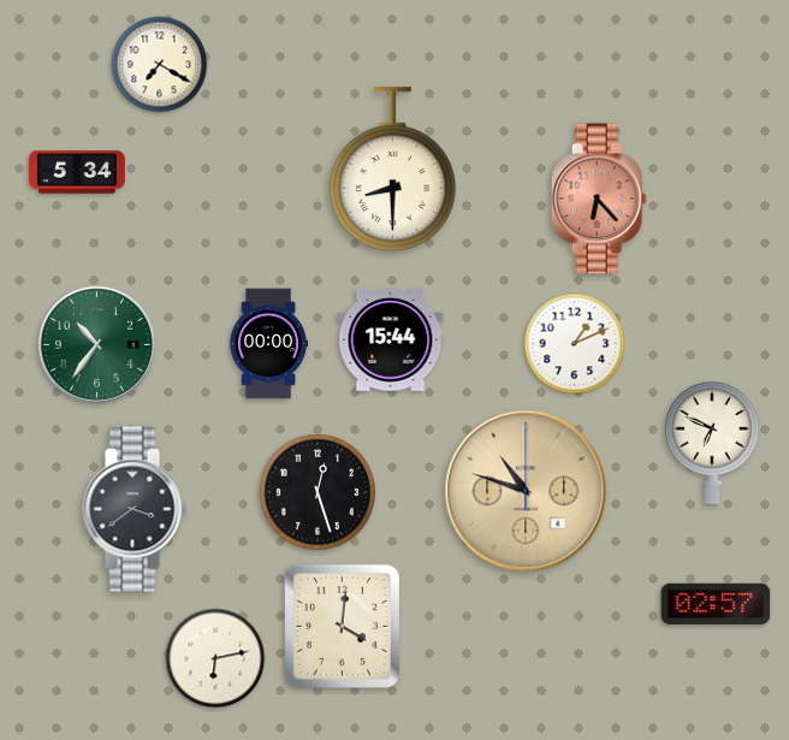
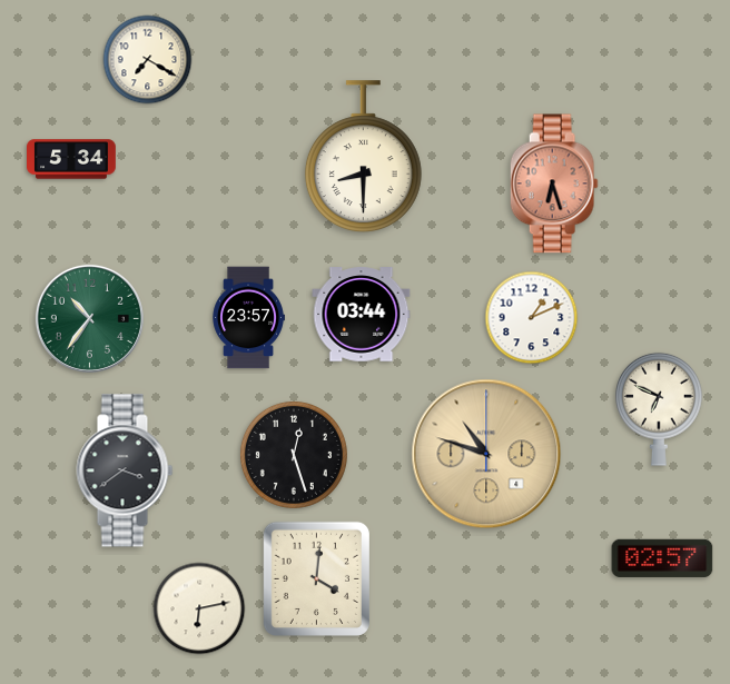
clock at (599, 199): 6:23 -> 6:27
clock at (391, 341): 15:44 -> 03:44
clock at (268, 344): 00:00 -> 23:57
